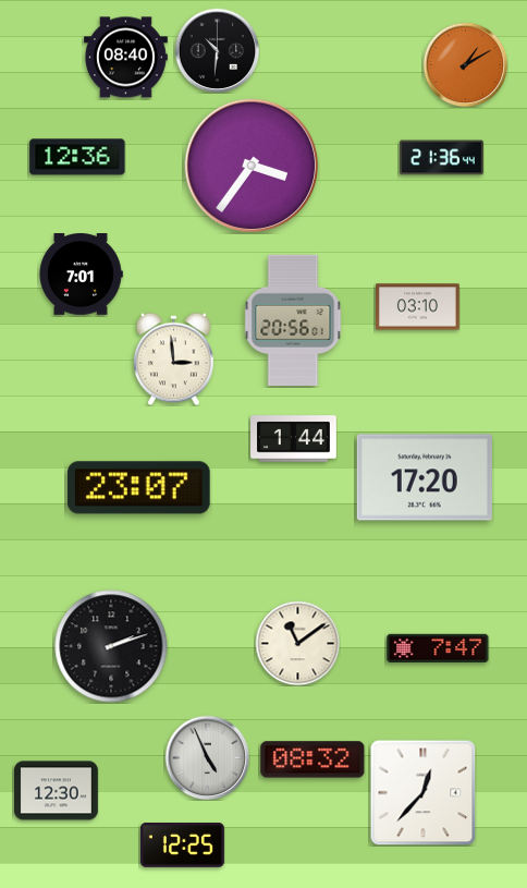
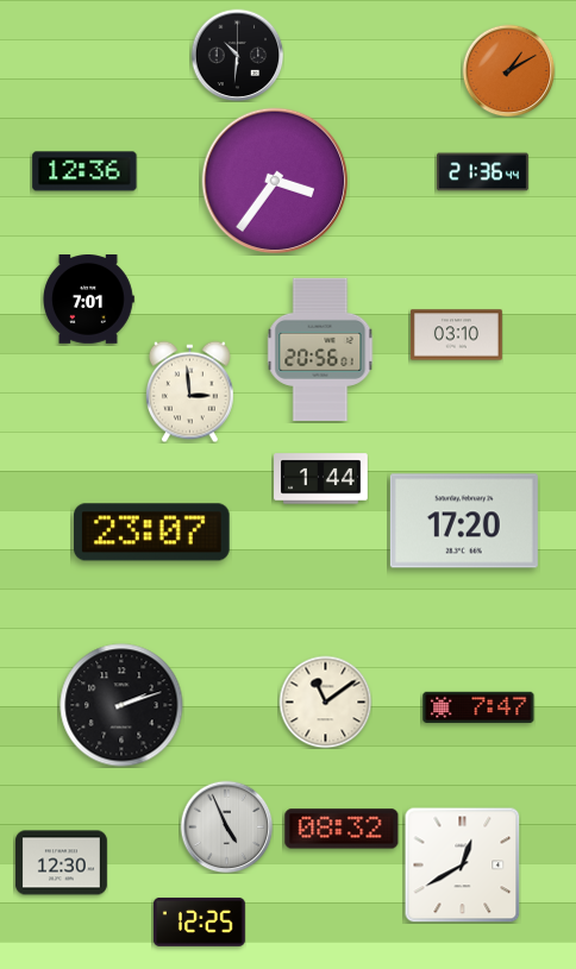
clock at (125, 58): 08:40 -> none
clock at (422, 792): 12:37 -> 12:40
